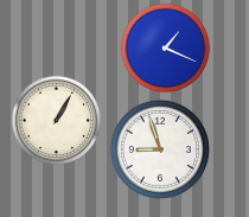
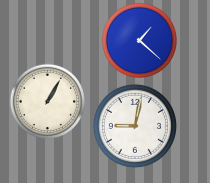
clock at (165, 47): 1:19 -> 1:22
clock at (160, 149): 8:57 -> 9:02
